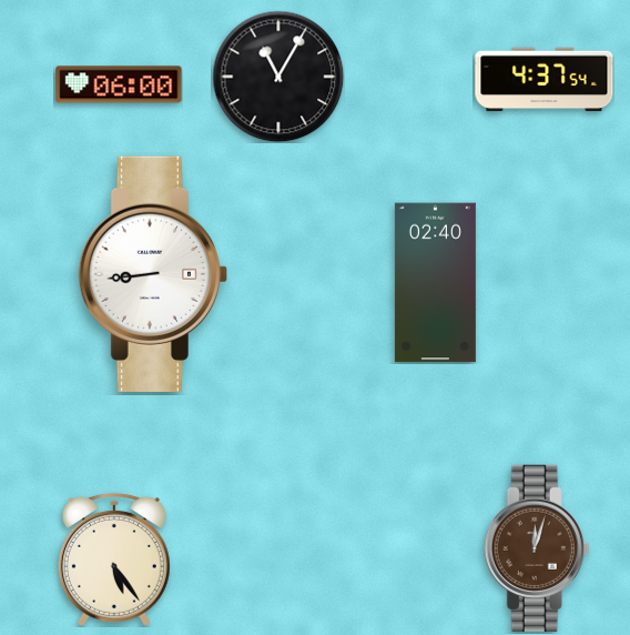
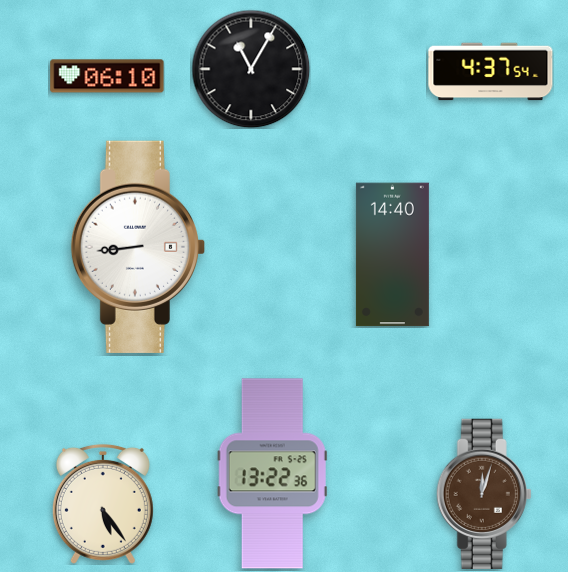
clock at (119, 84): 06:00 -> 06:10
clock at (435, 283): 02:40 -> 14:40
clock at (272, 474): none -> 13:22
